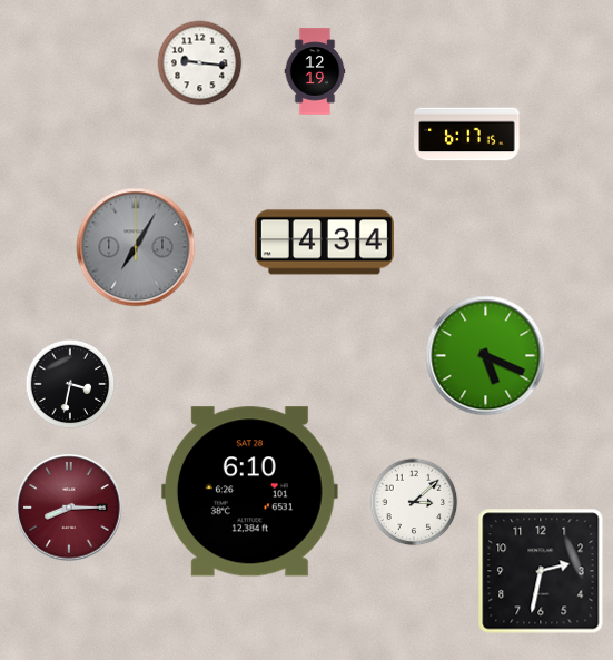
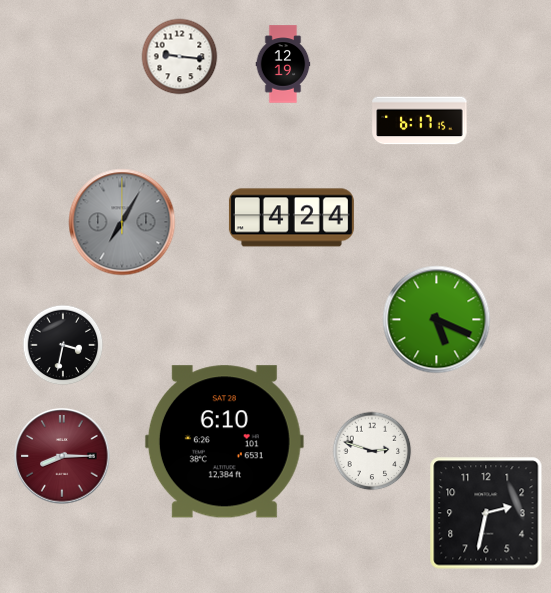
clock at (324, 243): 4:34 -> 4:24
clock at (414, 502): 3:08 -> 2:48
